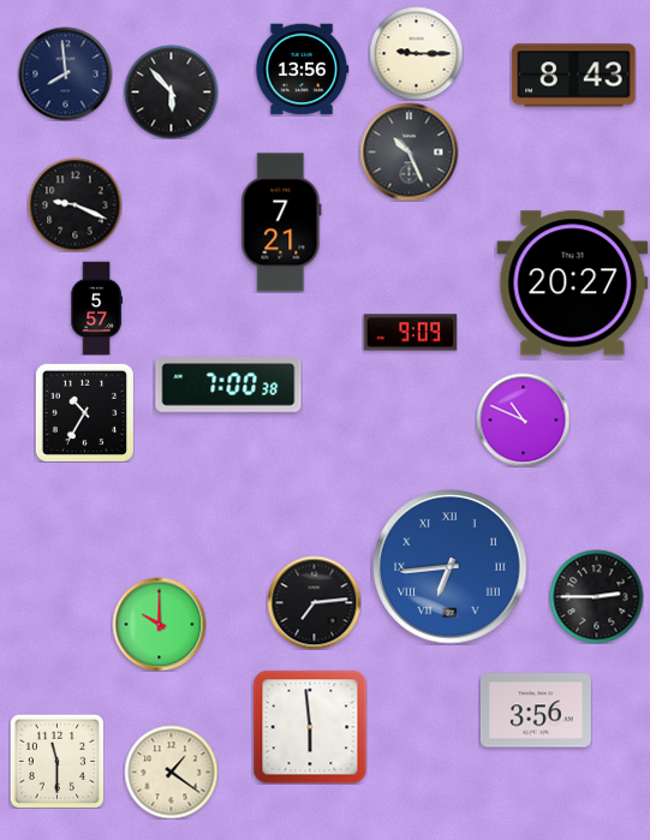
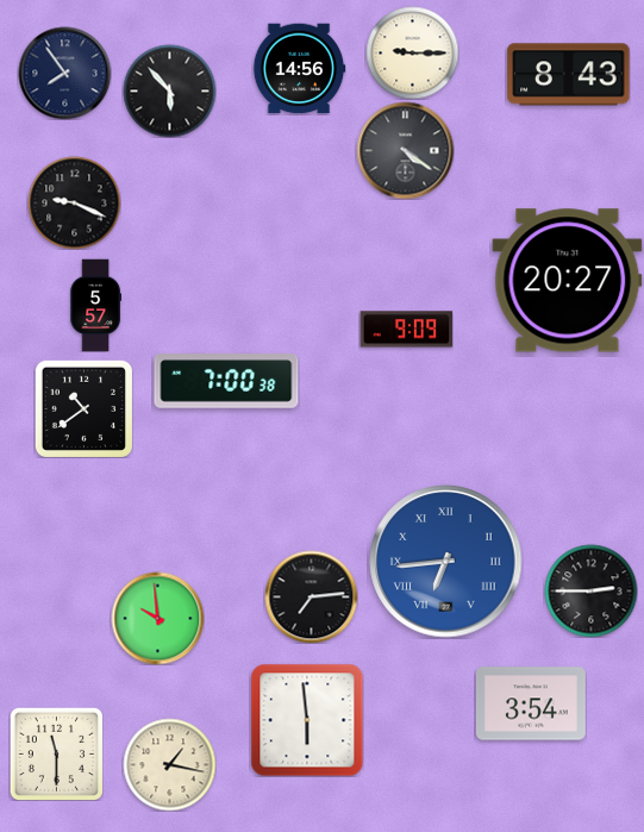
clock at (302, 70): 13:56 -> 14:56
clock at (65, 73): 7:59 -> 7:54
clock at (409, 151): 10:26 -> 4:21
clock at (281, 222): 7:21 -> none
clock at (84, 412): 10:35 -> 10:39
clock at (523, 419): 10:49 -> none
clock at (159, 624): 10:00 -> 9:59
clock at (536, 710): 3:56 -> 3:54
clock at (171, 772): 1:21 -> 1:17
